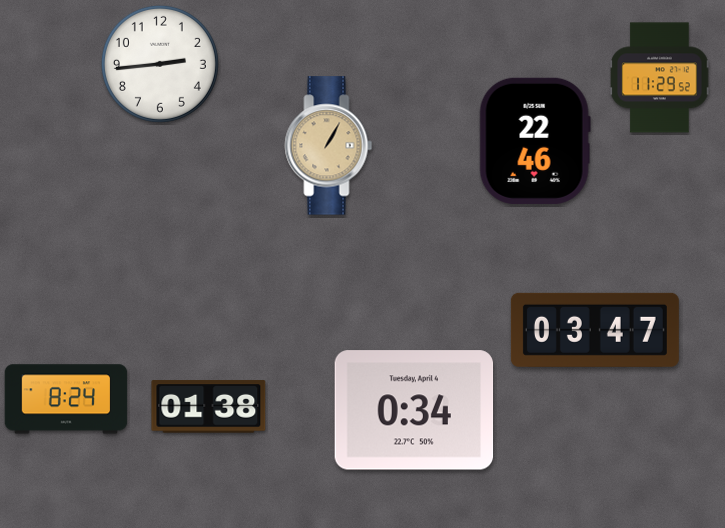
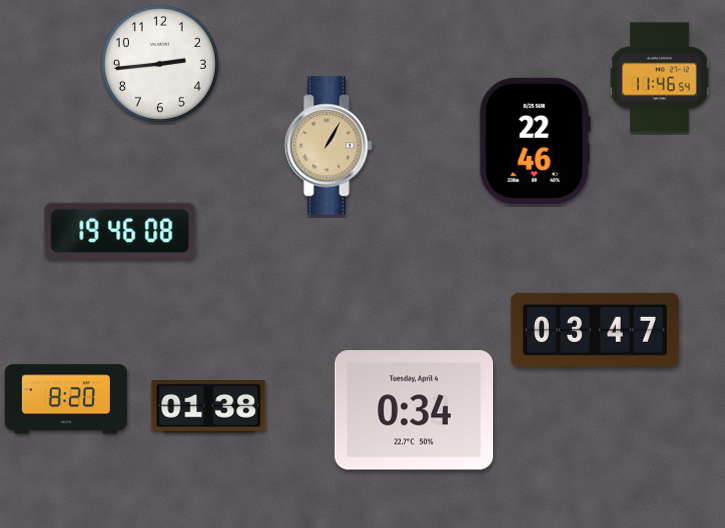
clock at (660, 78): 11:29 -> 11:46
clock at (120, 230): none -> 19:46
clock at (66, 399): 8:24 -> 8:20
